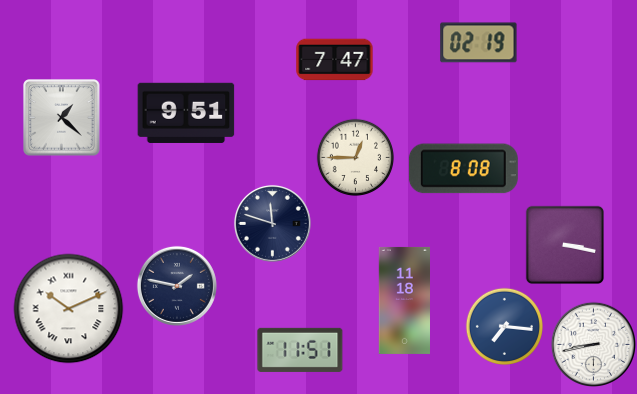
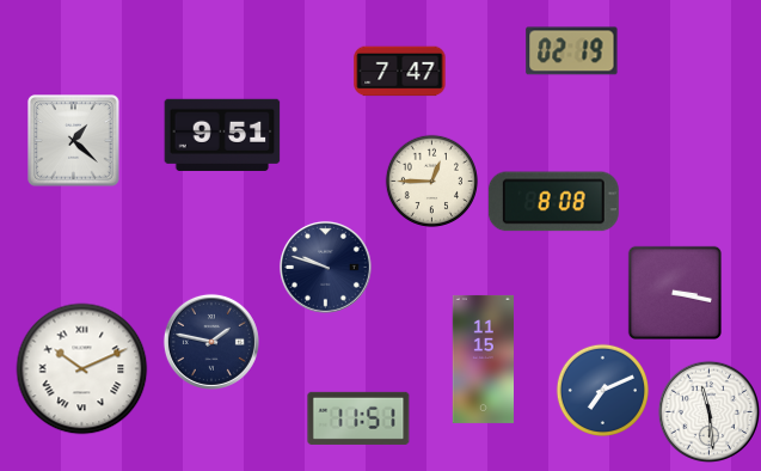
clock at (355, 157) position: (355, 157) -> (431, 181)
clock at (272, 223): 11:48 -> 9:48
clock at (404, 300): 11:18 -> 11:15
clock at (504, 326): 7:16 -> 7:11
clock at (593, 344): 8:43 -> 11:29
